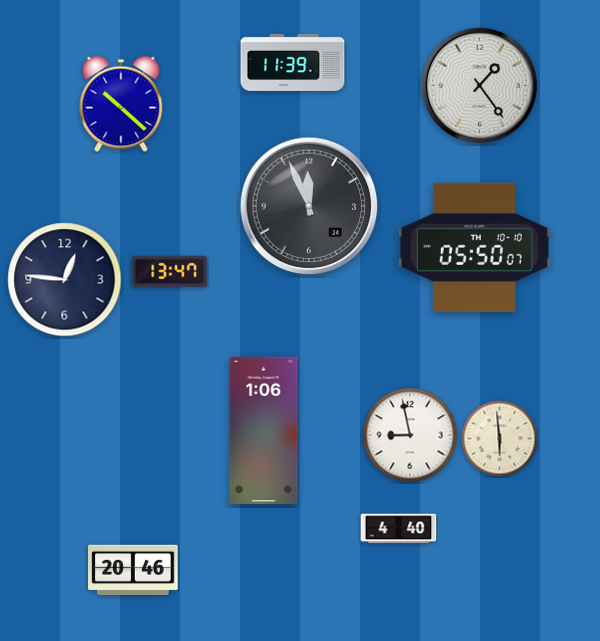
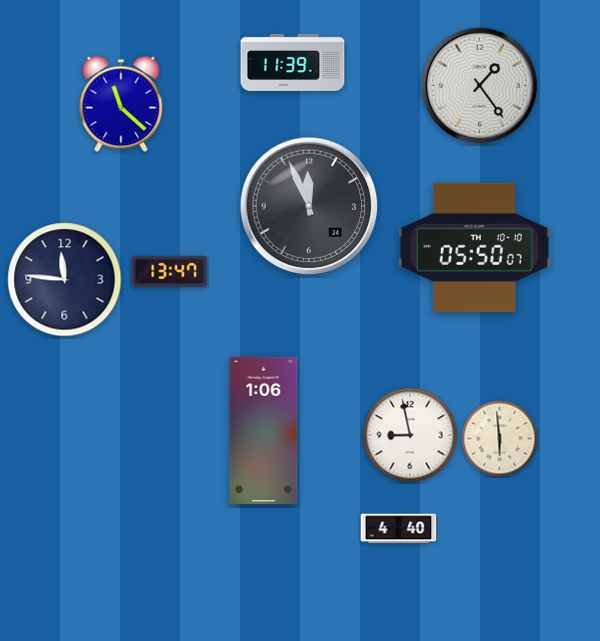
clock at (121, 104): 10:22 -> 11:22
clock at (65, 280): 12:46 -> 11:46
clock at (133, 569): 20:46 -> none
